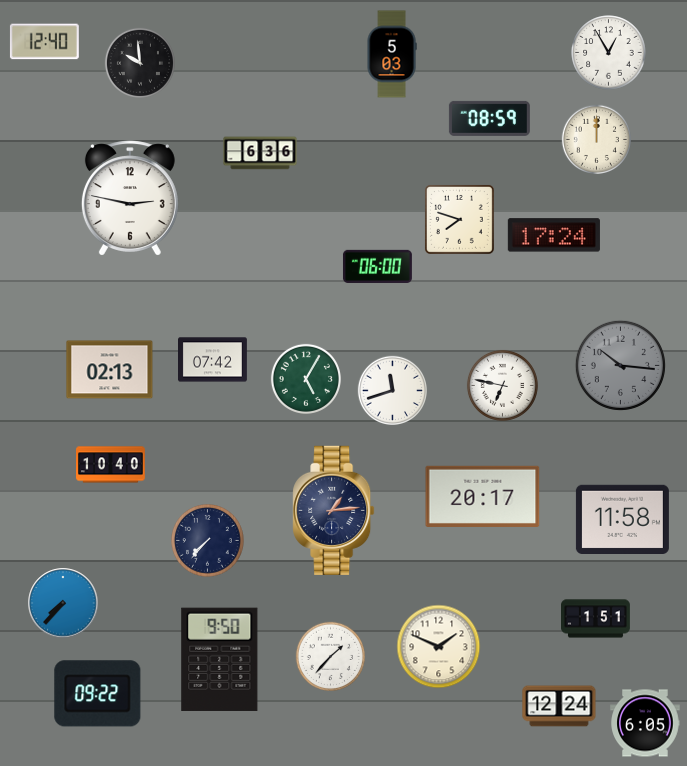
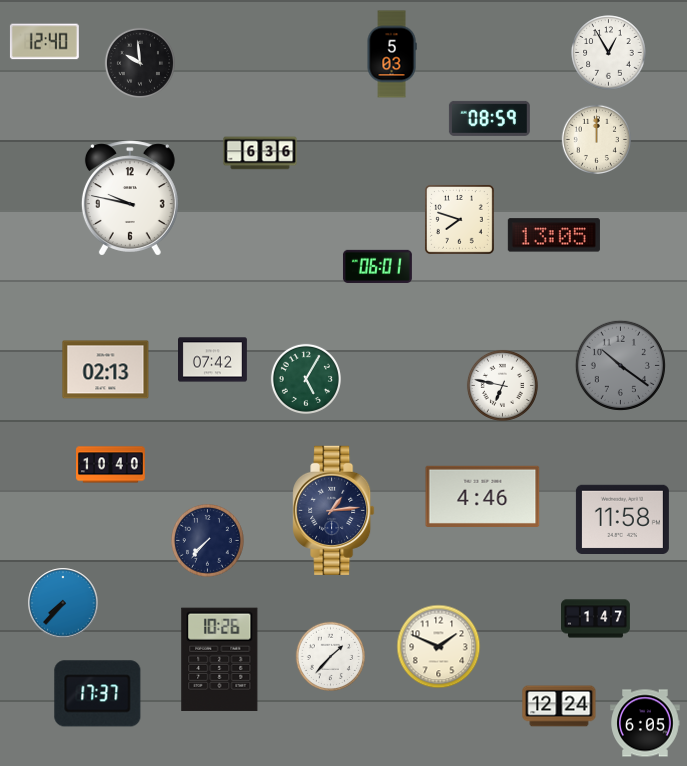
clock at (130, 198): 2:47 -> 9:47
clock at (554, 235): 17:24 -> 13:05
clock at (377, 266): 06:00 -> 06:01
clock at (620, 365): 10:16 -> 10:21
clock at (110, 370) position: (110, 370) -> (106, 370)
clock at (392, 390): 11:42 -> none
clock at (483, 496): 20:17 -> 4:46
clock at (596, 619): 1:51 -> 1:47
clock at (220, 659): 9:50 -> 10:26
clock at (98, 694): 09:22 -> 17:37
